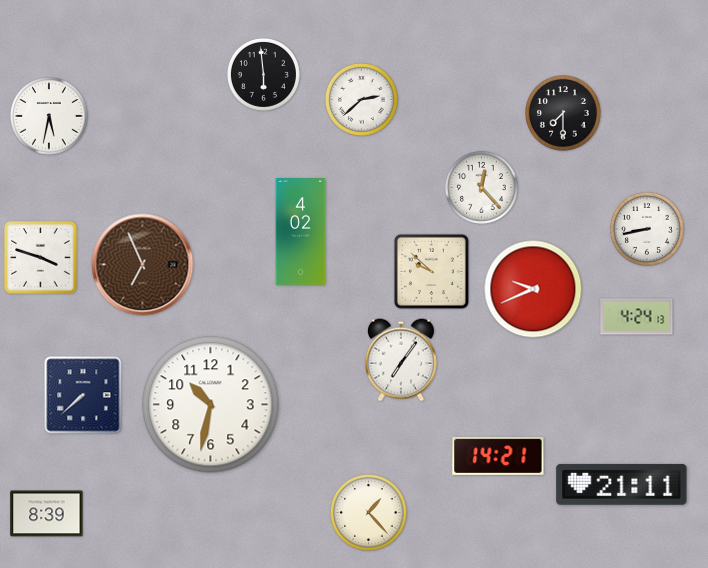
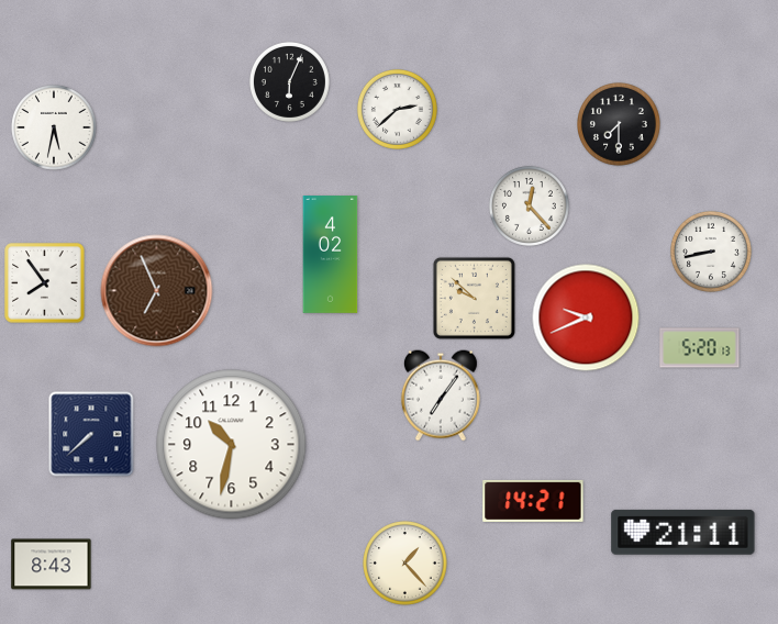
clock at (263, 74): 5:59 -> 6:04
clock at (41, 258): 3:48 -> 7:54
clock at (637, 317): 4:24 -> 5:20
clock at (498, 456) position: (498, 456) -> (533, 501)
clock at (47, 514): 8:39 -> 8:43
